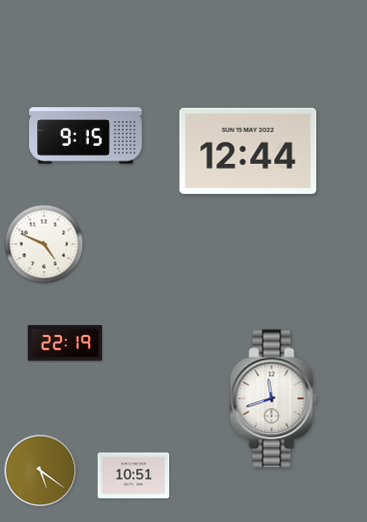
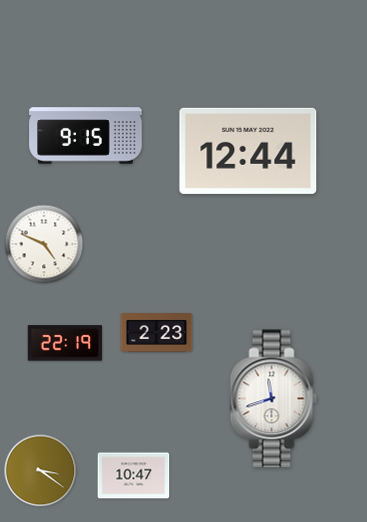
clock at (157, 333): none -> 2:23
clock at (41, 471): 5:21 -> 3:21
clock at (134, 476): 10:51 -> 10:47
